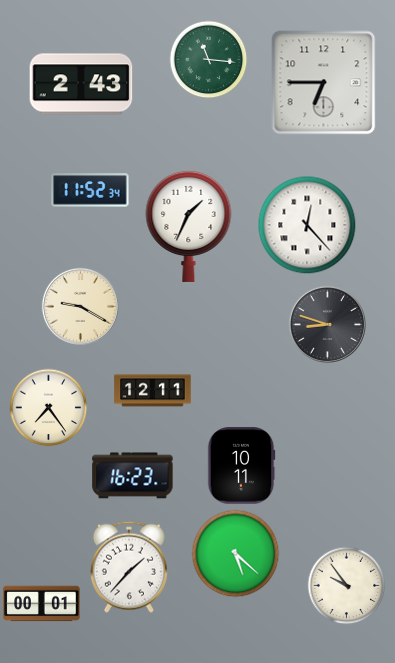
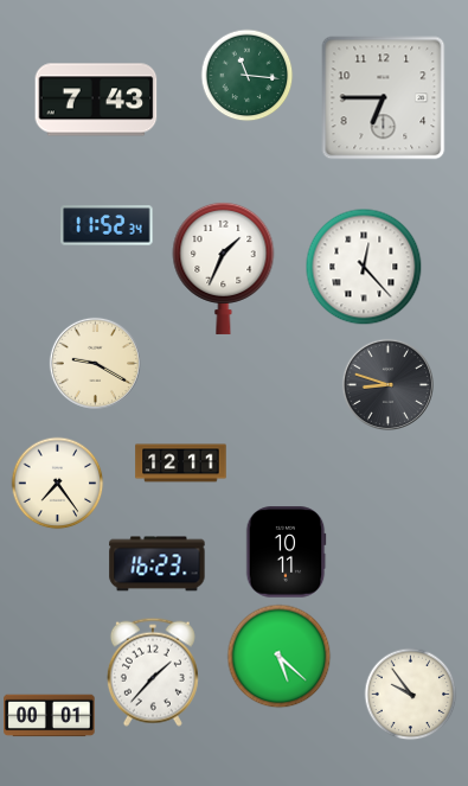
clock at (208, 59) position: (208, 59) -> (246, 75)
clock at (81, 84): 2:43 -> 7:43
